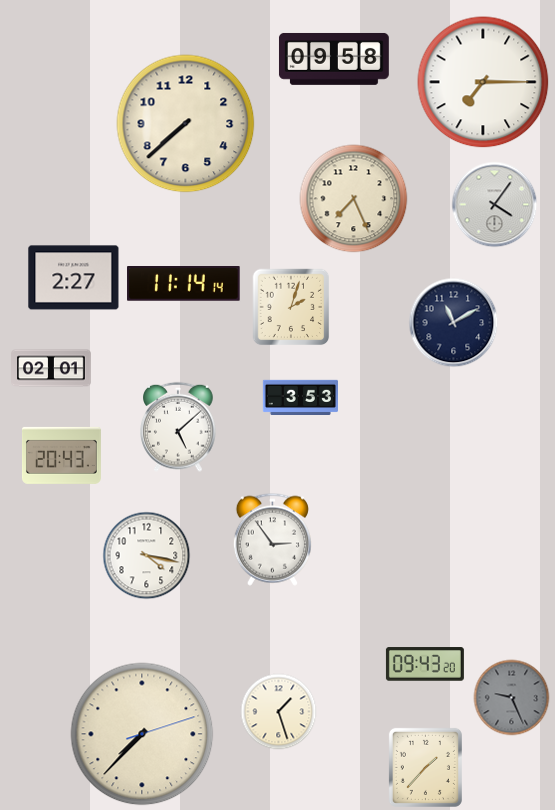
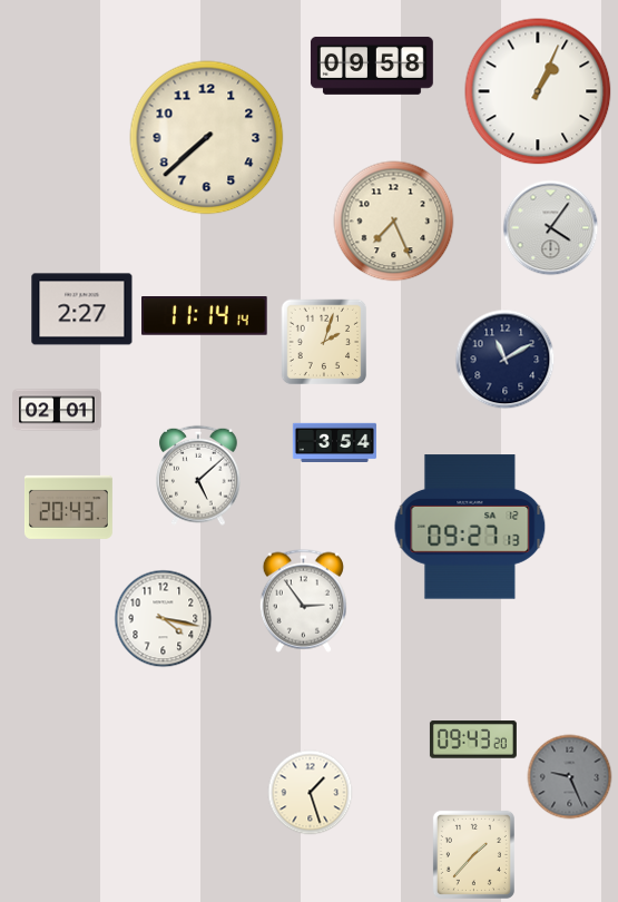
clock at (483, 82): 7:15 -> 1:04
clock at (300, 397): 3:53 -> 3:54
clock at (470, 527): none -> 09:27
clock at (142, 734): 7:37 -> none
